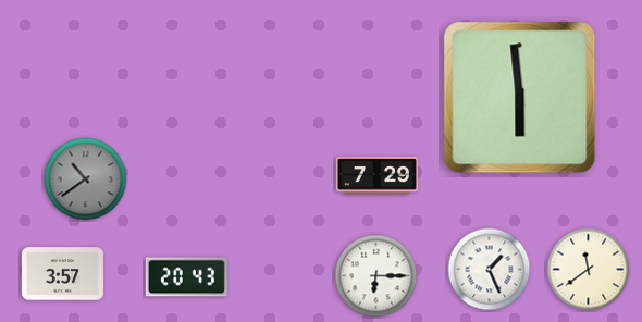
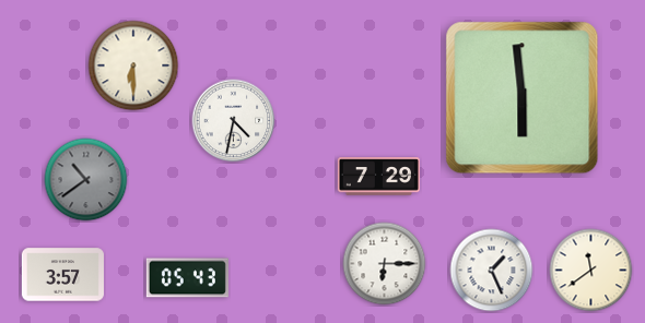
clock at (133, 65): none -> 6:30
clock at (234, 121): none -> 4:32
clock at (376, 276) position: (376, 276) -> (385, 264)
clock at (186, 277): 20:43 -> 05:43
